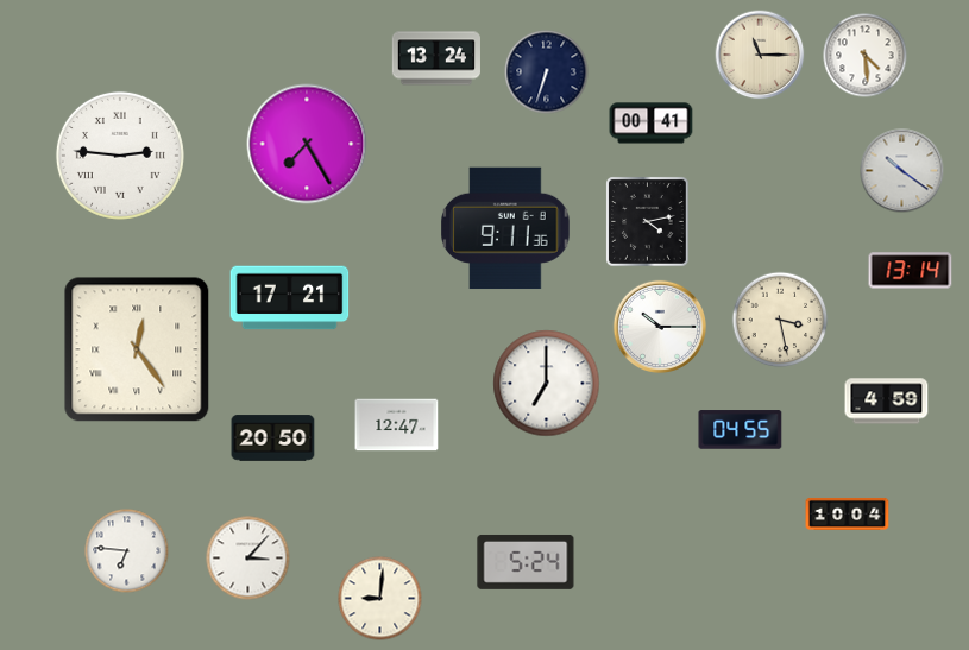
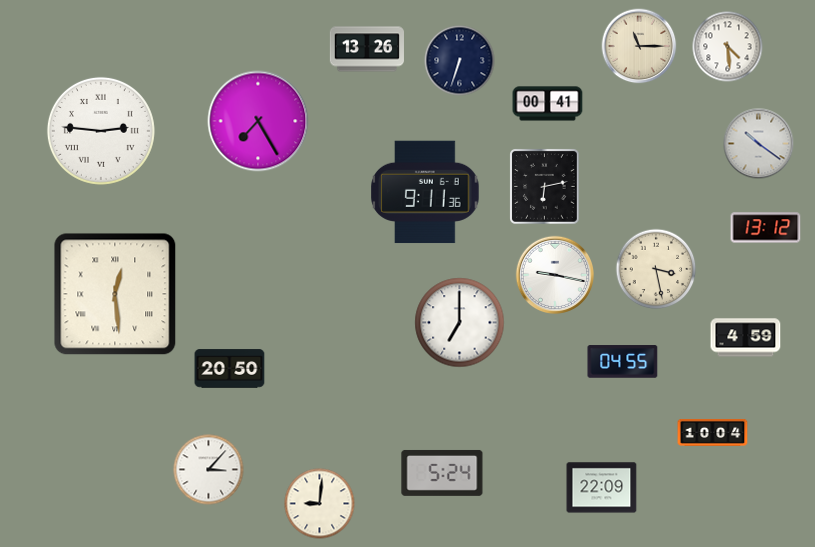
clock at (436, 58): 13:24 -> 13:26
clock at (648, 222): 4:13 -> 6:13
clock at (911, 271): 13:14 -> 13:12
clock at (290, 298): 17:21 -> none
clock at (659, 326): 10:15 -> 9:17
clock at (137, 349): 12:24 -> 12:29
clock at (397, 425): 12:47 -> none
clock at (127, 551): 6:46 -> none
clock at (602, 488): none -> 22:09
